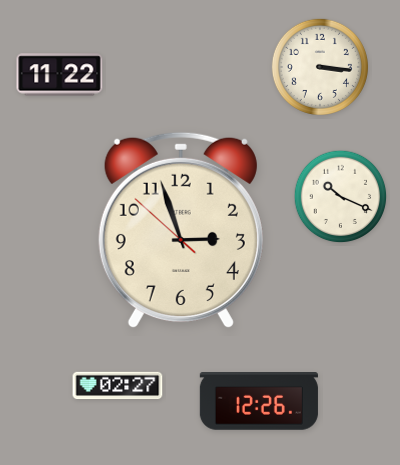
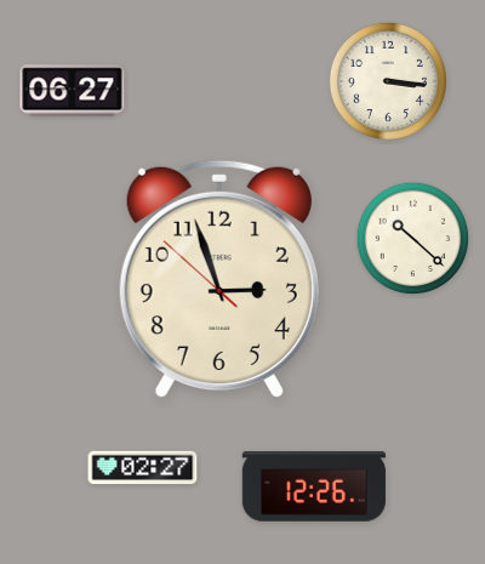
clock at (60, 75): 11:22 -> 06:27
clock at (341, 197): 10:19 -> 10:22
